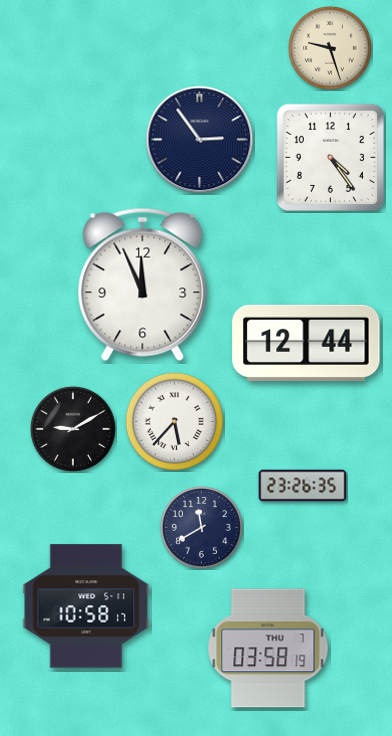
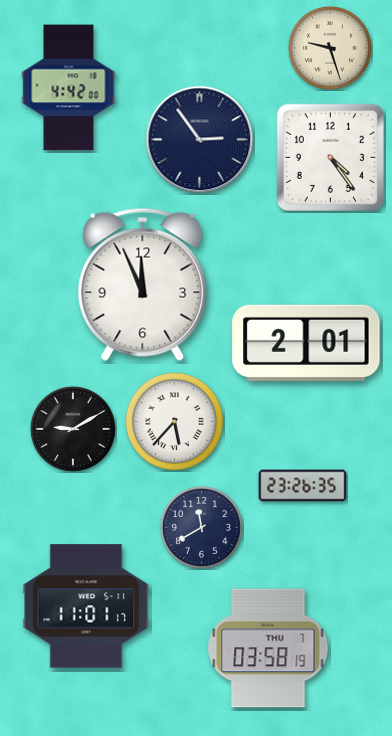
clock at (69, 88): none -> 4:42
clock at (306, 343): 12:44 -> 2:01
clock at (86, 606): 10:58 -> 11:01
